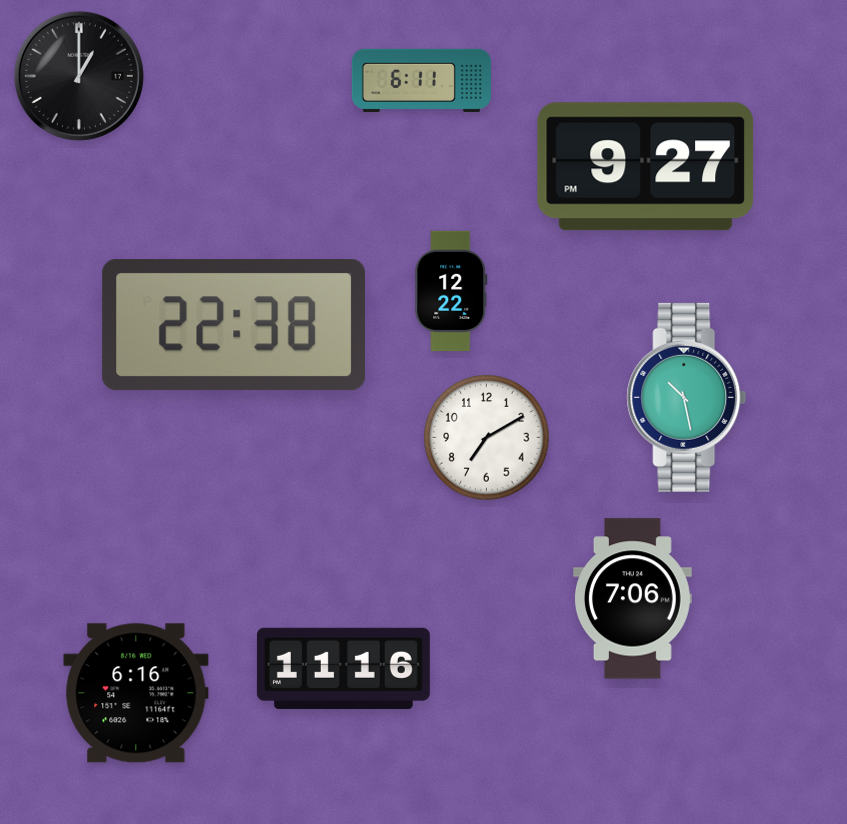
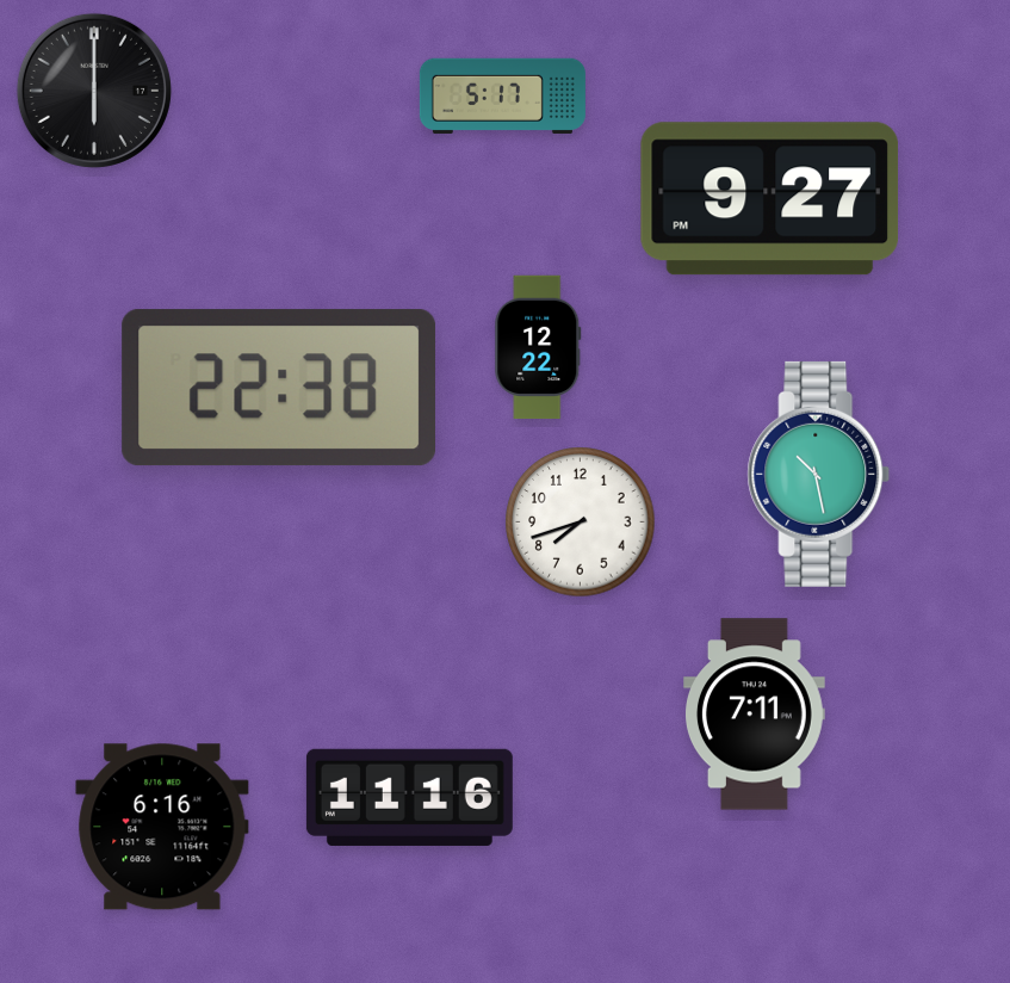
clock at (79, 76): 1:00 -> 6:00
clock at (421, 80): 6:11 -> 5:17
clock at (487, 438): 7:10 -> 7:42
clock at (633, 599): 7:06 -> 7:11
